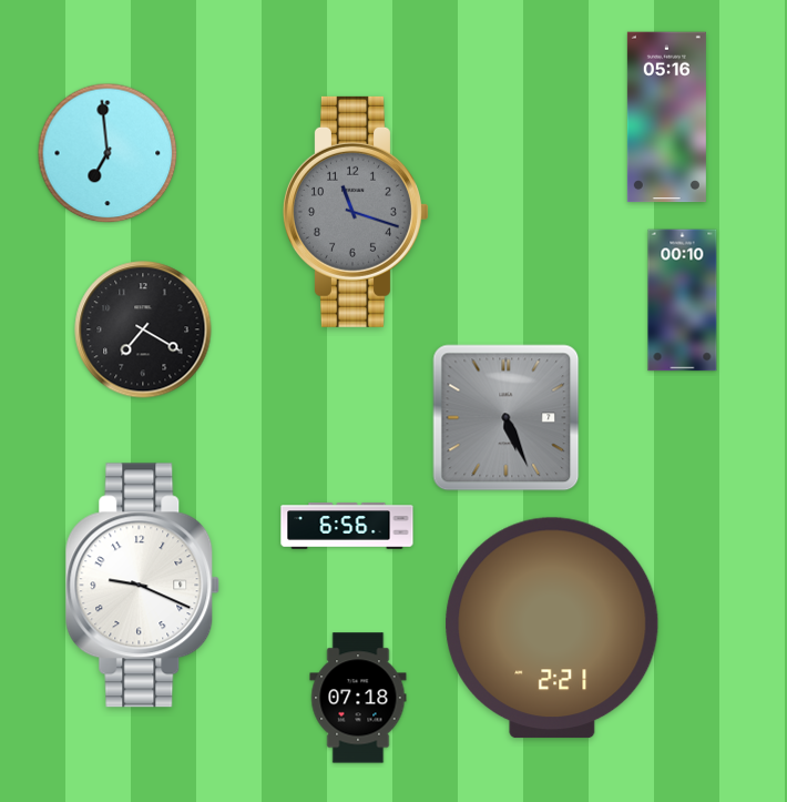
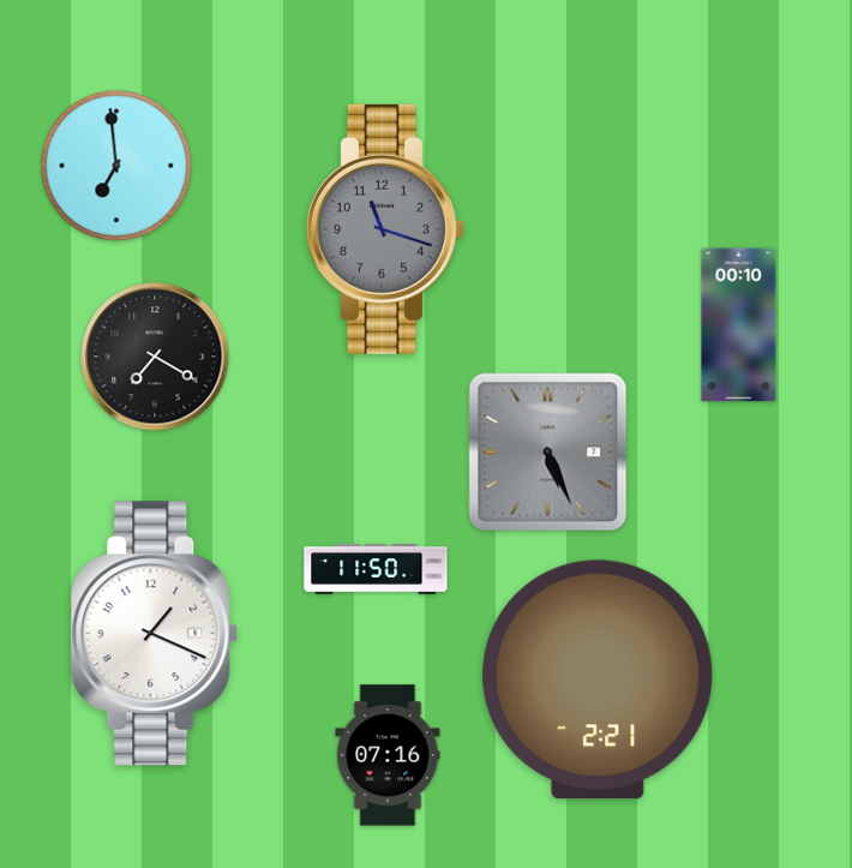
clock at (666, 118): 05:16 -> none
clock at (347, 526): 6:56 -> 11:50
clock at (143, 586): 9:19 -> 1:19
clock at (358, 698): 07:18 -> 07:16
